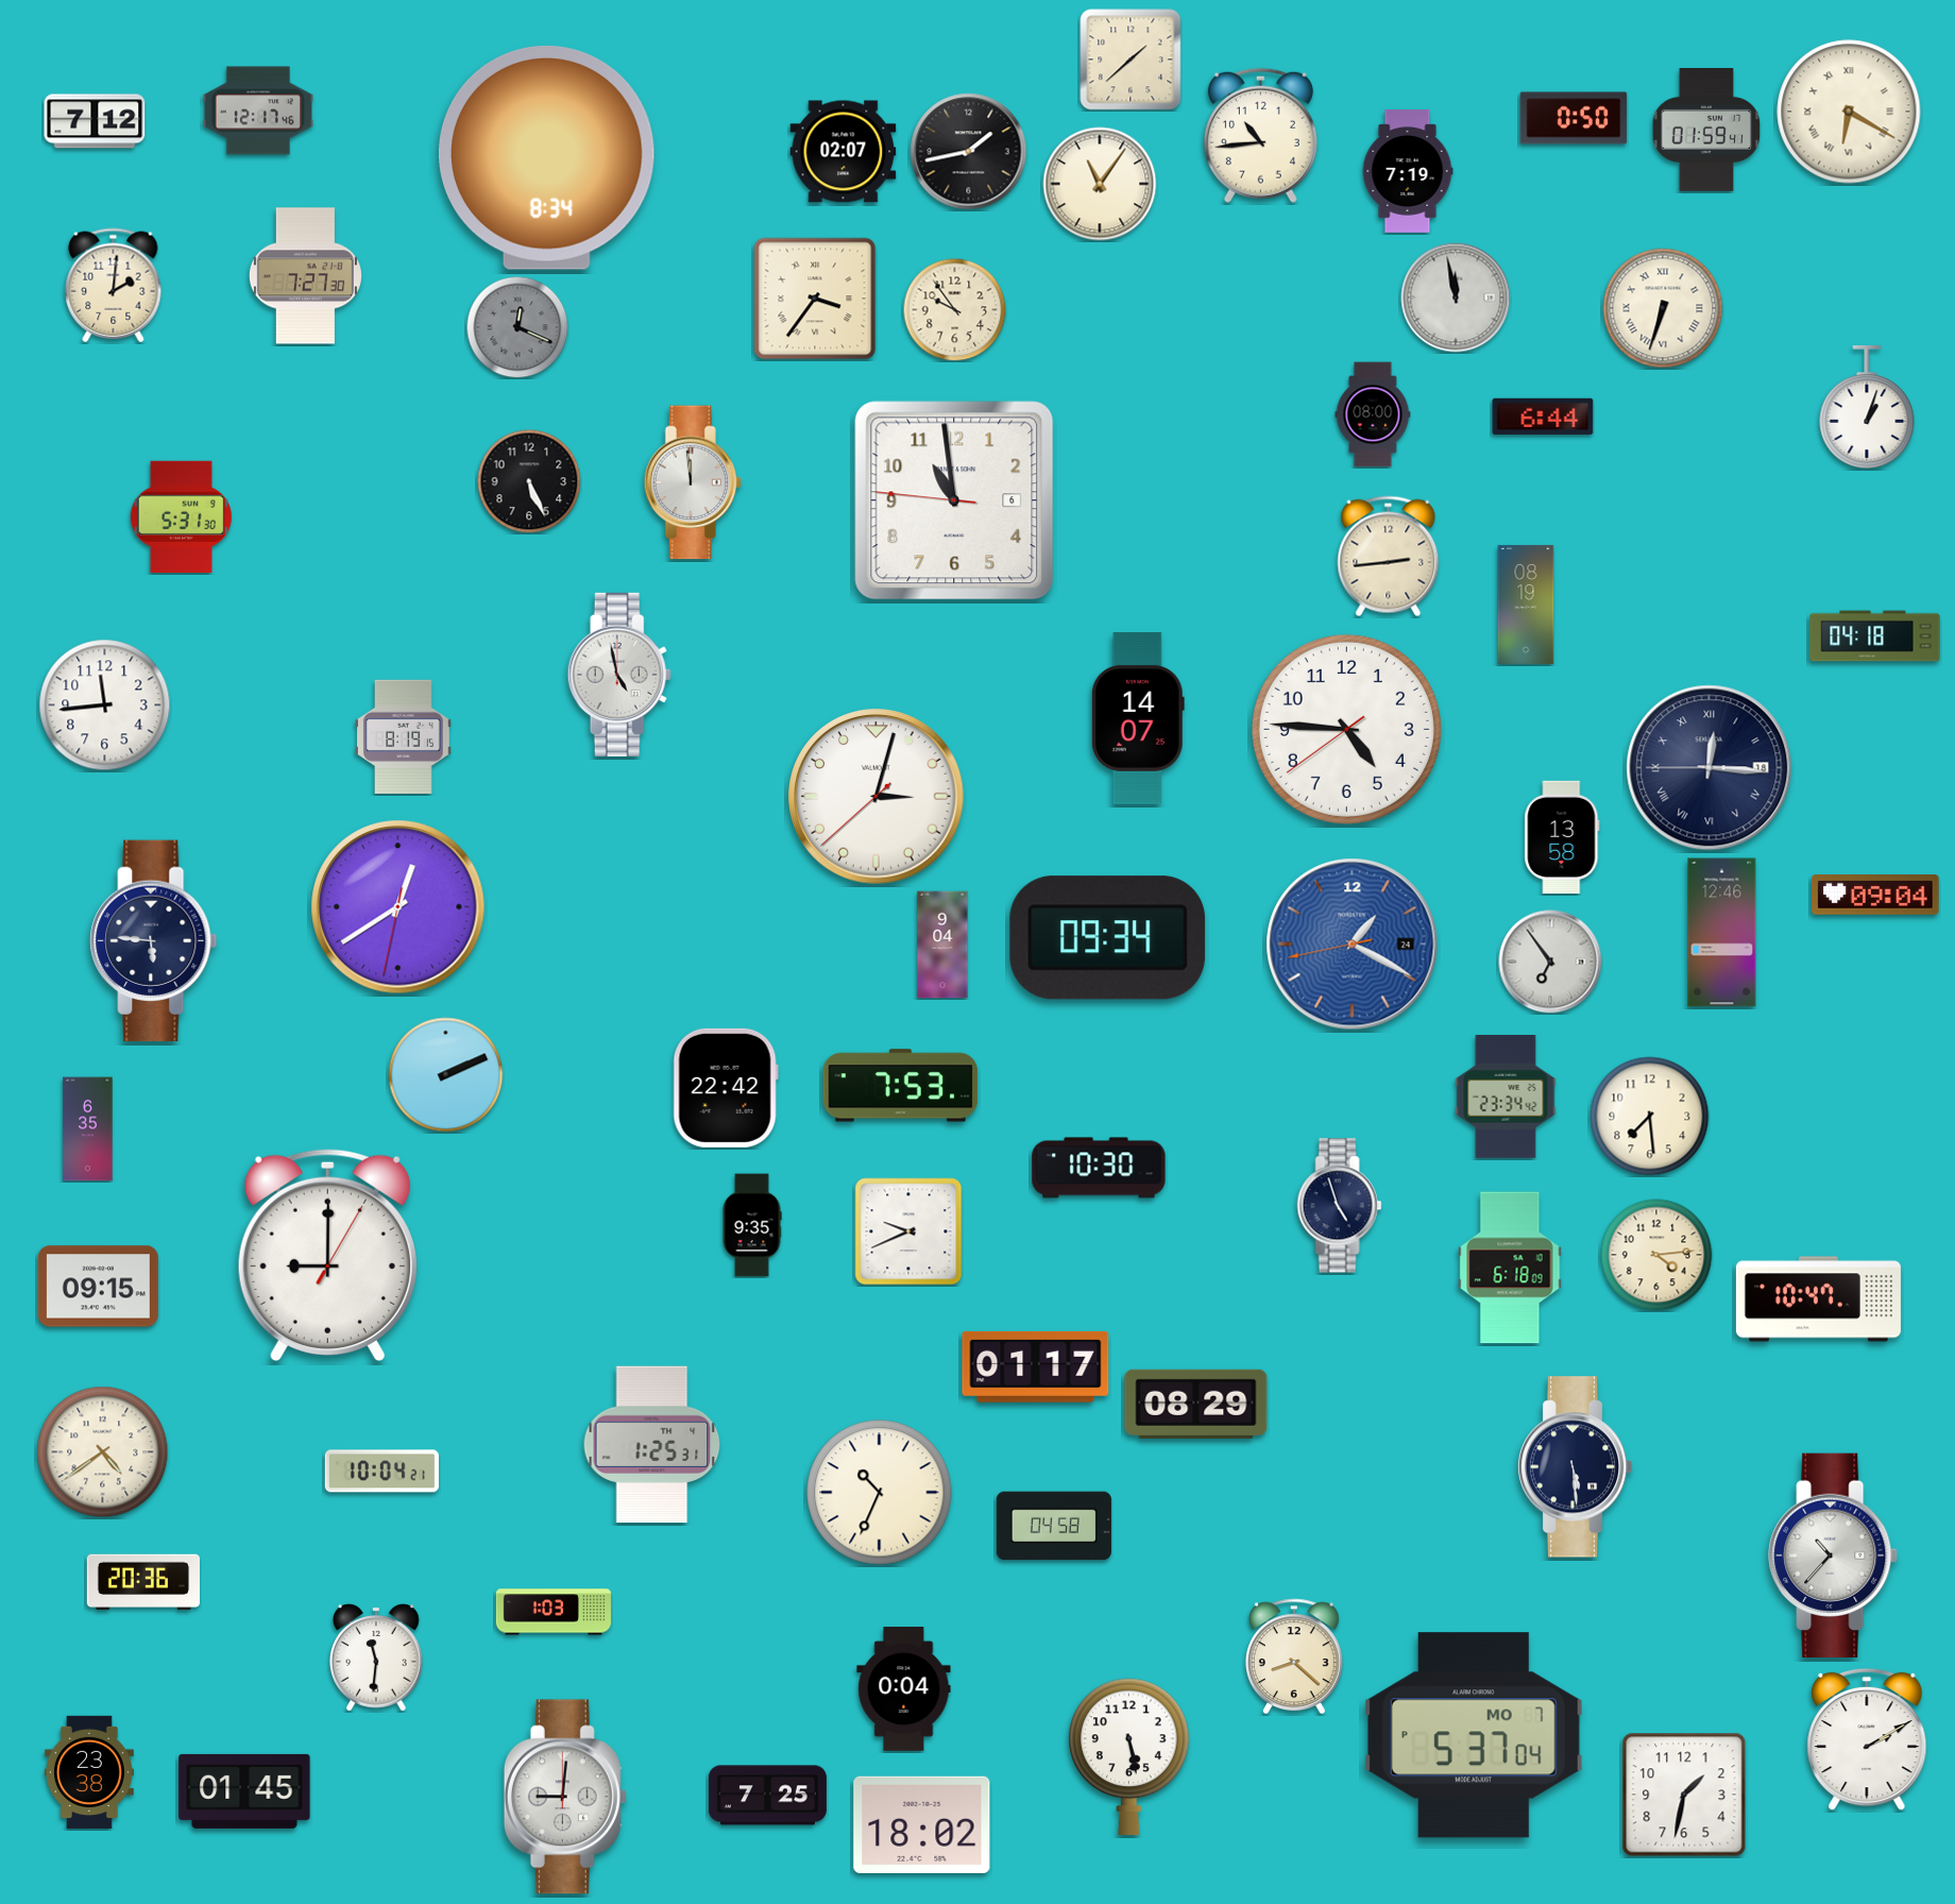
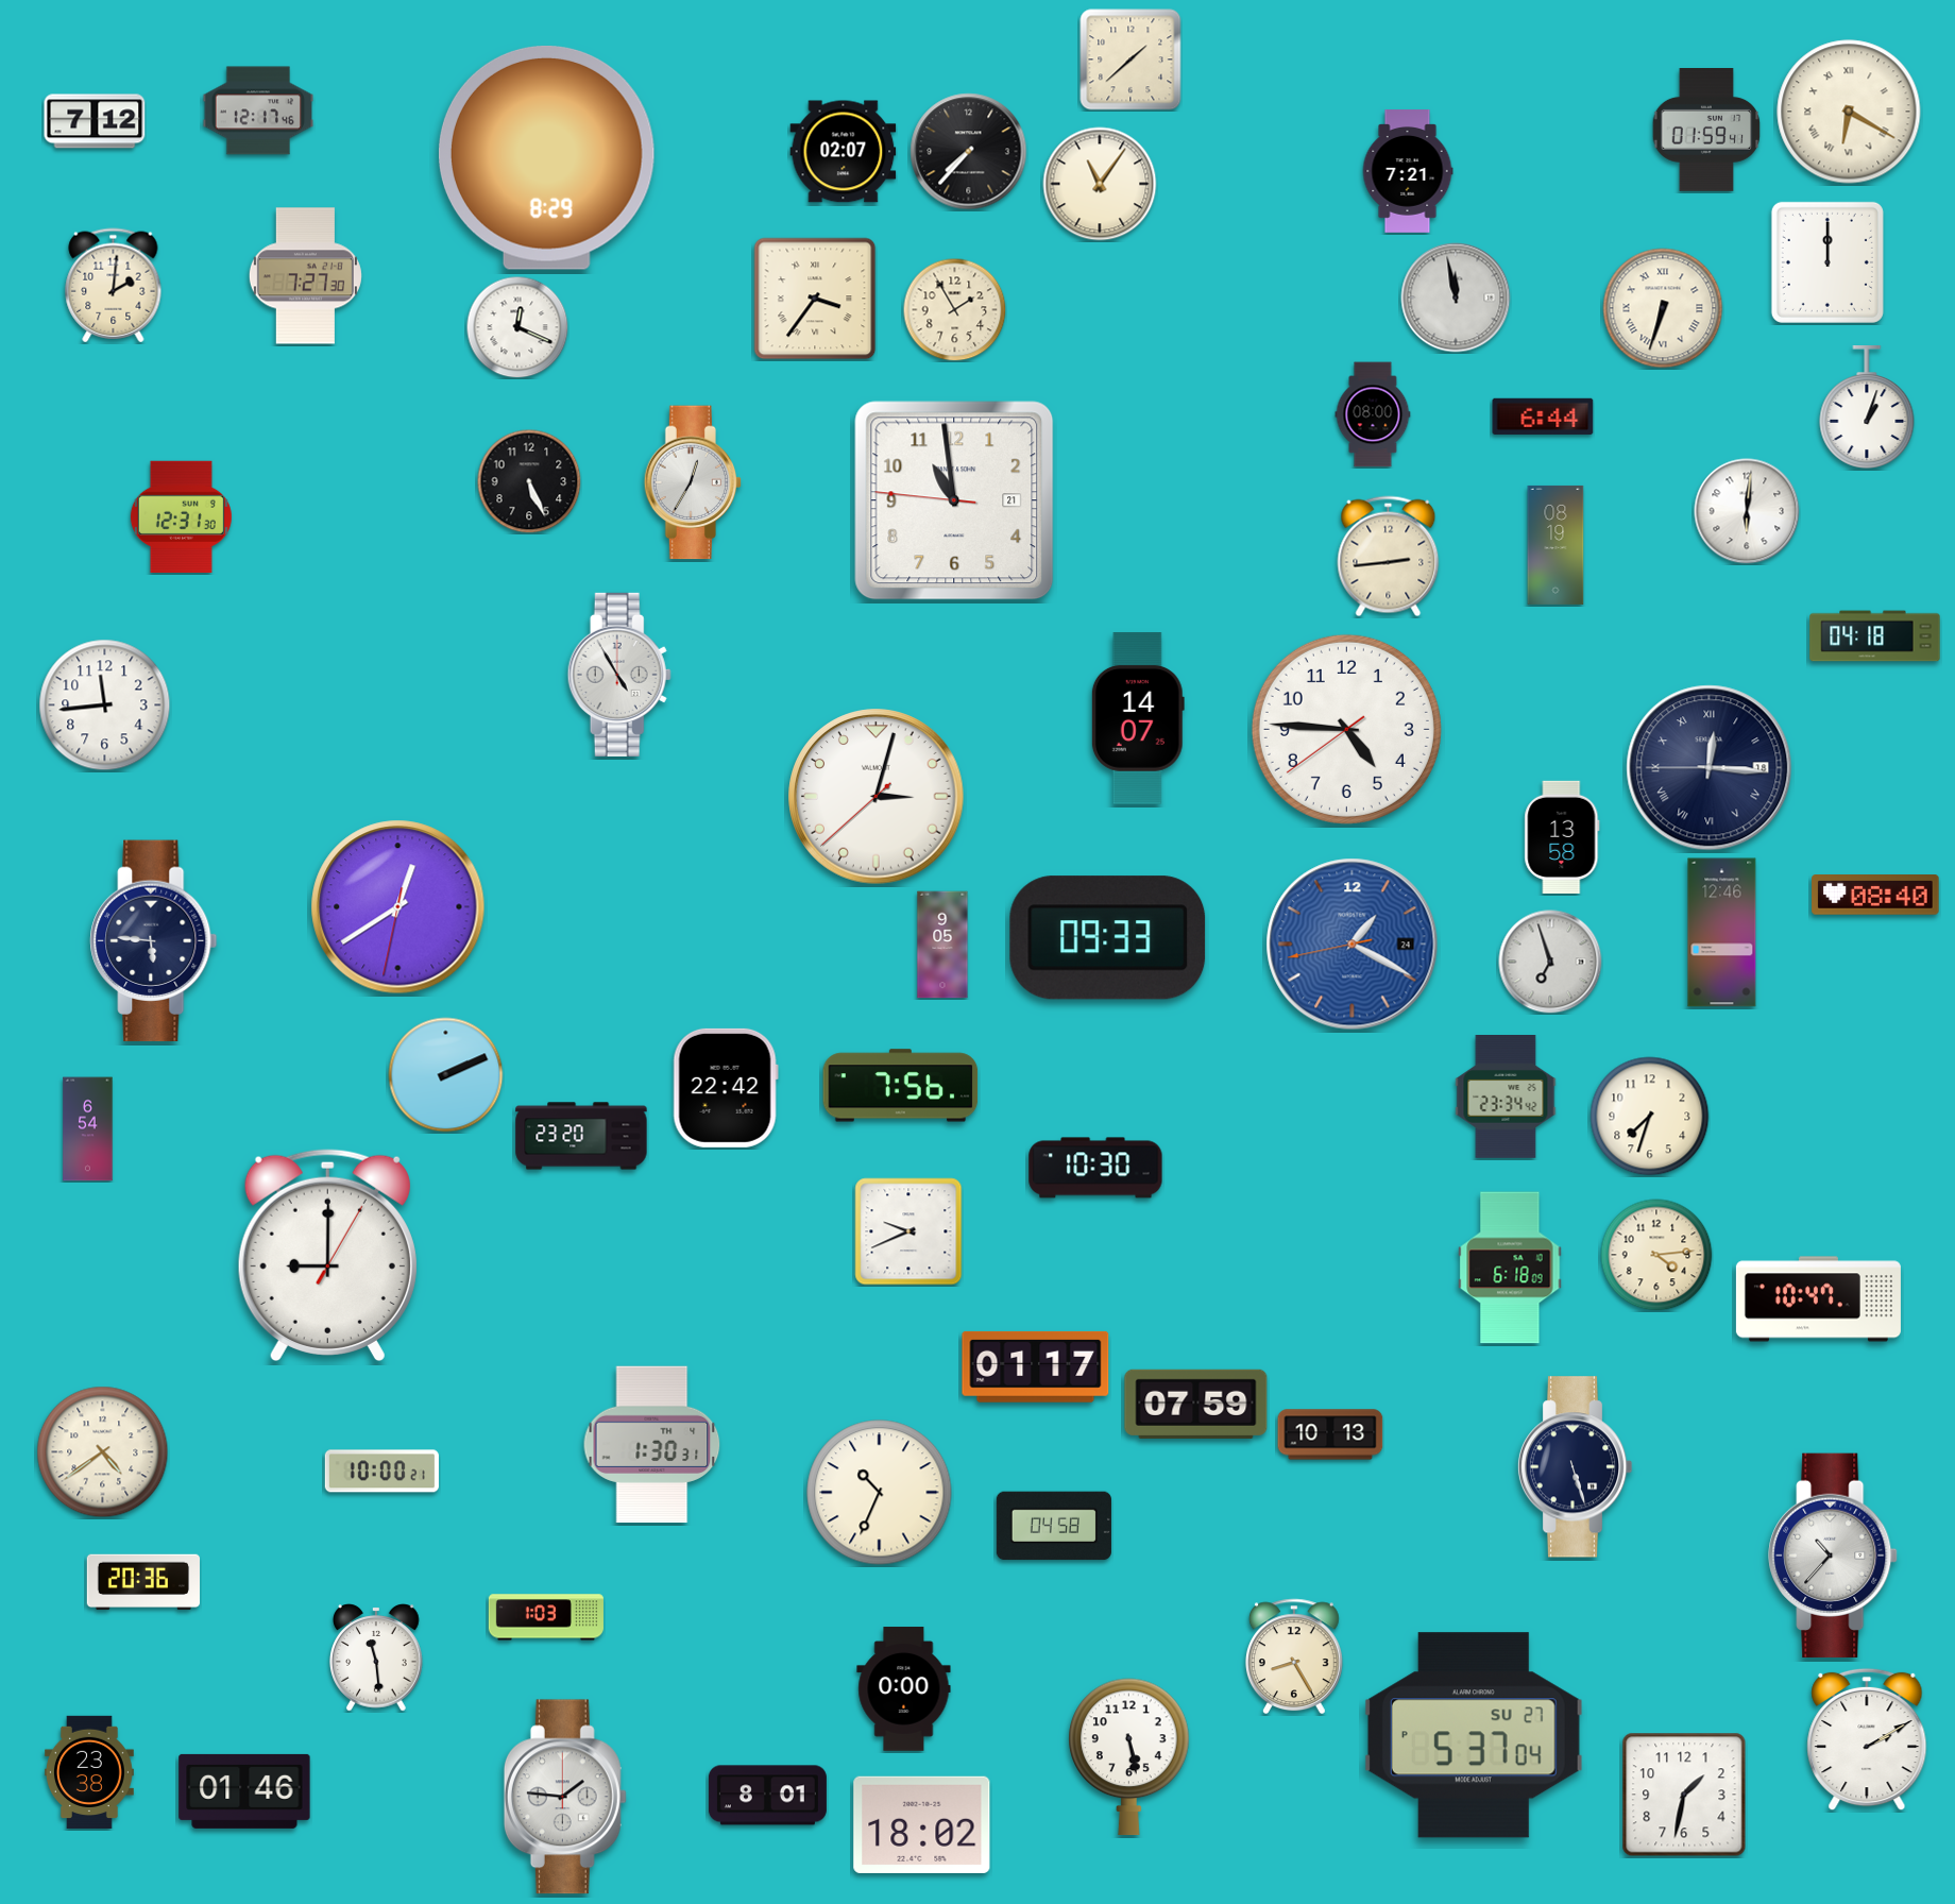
clock at (1574, 118): 0:50 -> none
clock at (1260, 135): 10:44 -> none
clock at (969, 152): 1:43 -> 7:37
clock at (546, 157): 8:34 -> 8:29
clock at (1408, 171): 7:19 -> 7:21
clock at (1827, 262): none -> 12:00
clock at (954, 309): 9:54 -> 1:55
clock at (517, 327) dial: grey -> white
clock at (693, 482): 11:59 -> 12:35
clock at (954, 500) date: 6 -> 21
clock at (1747, 511): none -> 6:01
clock at (181, 516): 5:31 -> 12:31
clock at (1526, 605) position: (1526, 605) -> (1555, 545)
clock at (619, 675): 4:58 -> 4:55
clock at (404, 736): 8:19 -> none
clock at (1875, 896): 09:04 -> 08:40
clock at (1108, 938): 09:34 -> 09:33
clock at (942, 945): 9:04 -> 9:05
clock at (1550, 962): 6:54 -> 6:57
clock at (901, 1086): 7:53 -> 7:56
clock at (1650, 1117): 7:29 -> 7:33
clock at (88, 1129): 6:35 -> 6:54
clock at (581, 1136): none -> 23:20
clock at (1099, 1168) position: (1099, 1168) -> (1095, 1168)
clock at (1340, 1206): 4:57 -> none
clock at (752, 1225): 9:35 -> none
clock at (98, 1287): 09:15 -> none
clock at (1196, 1404): 08:29 -> 07:59
clock at (1330, 1434): none -> 10:13
clock at (652, 1445): 1:25 -> 1:30
clock at (1575, 1467): 5:29 -> 5:27
clock at (381, 1472): 10:04 -> 10:00
clock at (554, 1612) position: (554, 1612) -> (546, 1617)
clock at (1294, 1656): 8:22 -> 8:25
clock at (376, 1657): 11:31 -> 11:29
clock at (904, 1689): 0:04 -> 0:00
clock at (1474, 1735) date: MO 7 -> SU 27
clock at (244, 1791): 01:45 -> 01:46
clock at (767, 1796): 7:25 -> 8:01
clock at (565, 1797): 9:01 -> 1:46
